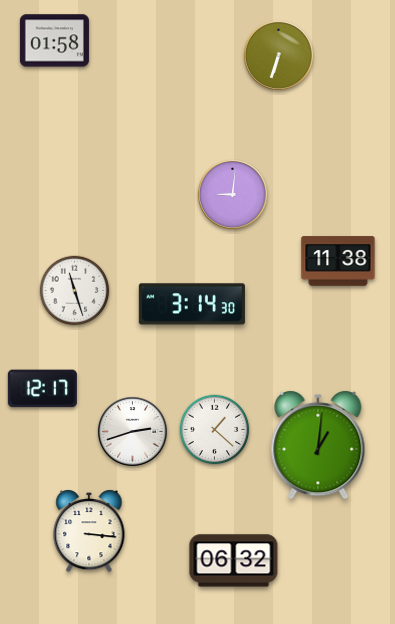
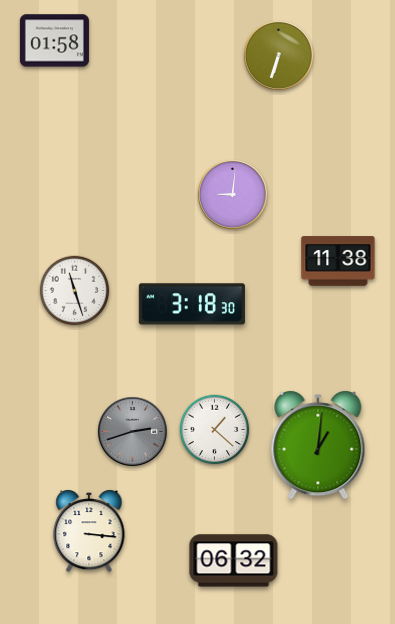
clock at (192, 304): 3:14 -> 3:18
clock at (42, 389): 12:17 -> none
clock at (133, 432) dial: white -> grey
